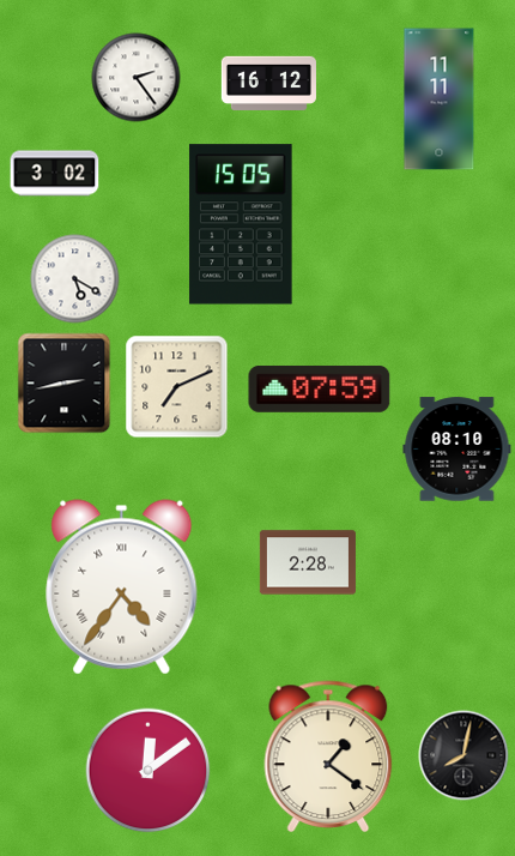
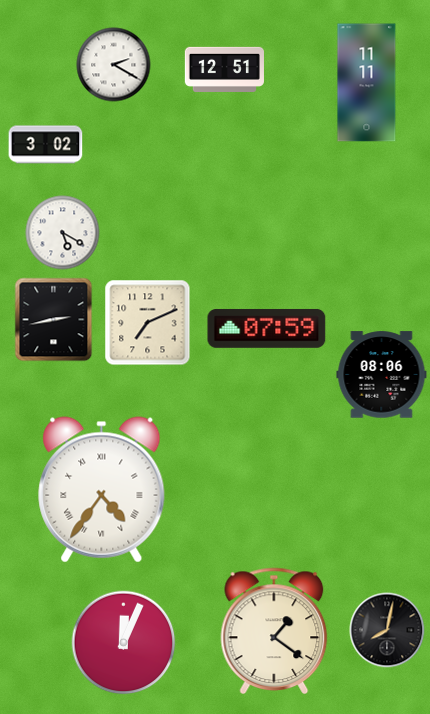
clock at (137, 78): 2:24 -> 2:20
clock at (268, 83): 16:12 -> 12:51
clock at (241, 224): 15:05 -> none
clock at (320, 388) position: (320, 388) -> (267, 328)
clock at (458, 450): 08:10 -> 08:06
clock at (308, 562): 2:28 -> none
clock at (149, 771): 12:09 -> 12:04
